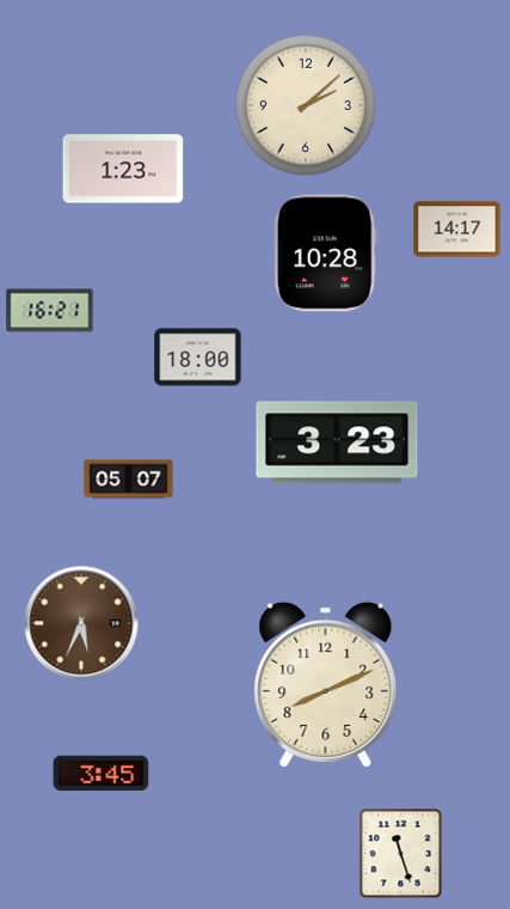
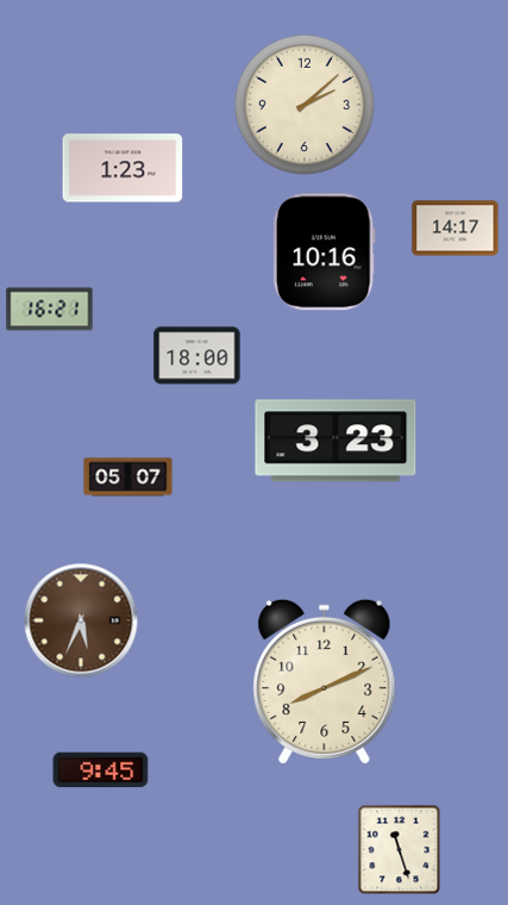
clock at (325, 254): 10:28 -> 10:16
clock at (102, 774): 3:45 -> 9:45
